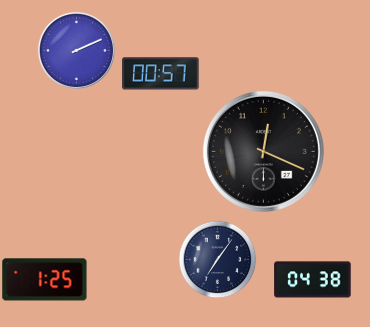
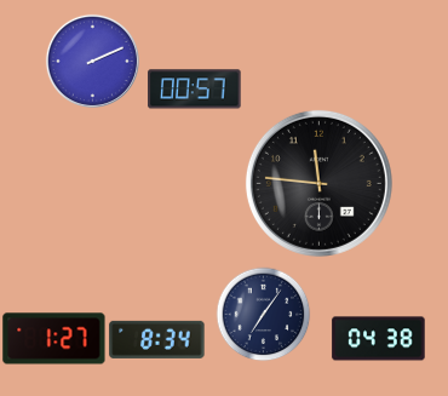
clock at (263, 151): 12:19 -> 11:46
clock at (45, 280): 1:25 -> 1:27
clock at (157, 339): none -> 8:34
